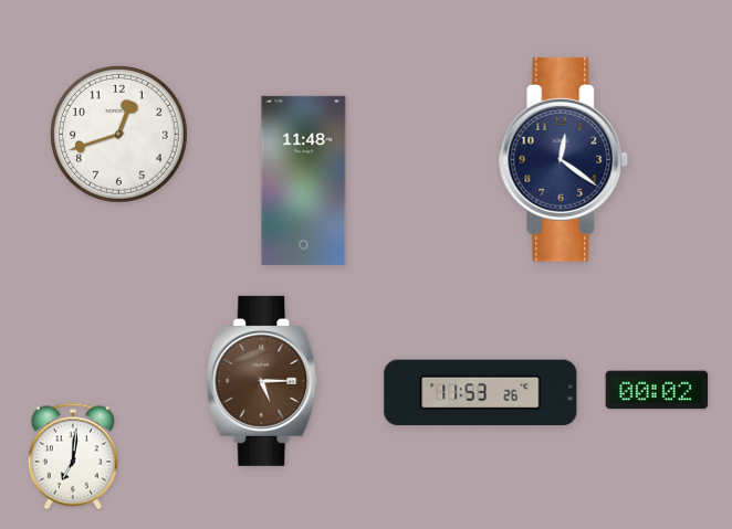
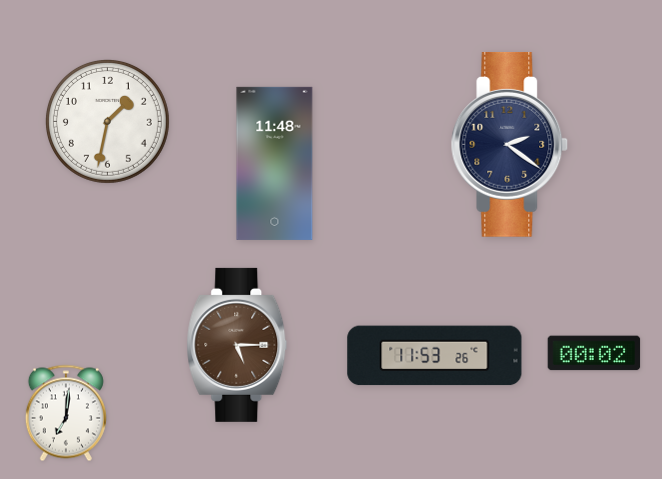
clock at (118, 134): 12:42 -> 1:32
clock at (564, 159): 12:21 -> 2:21
